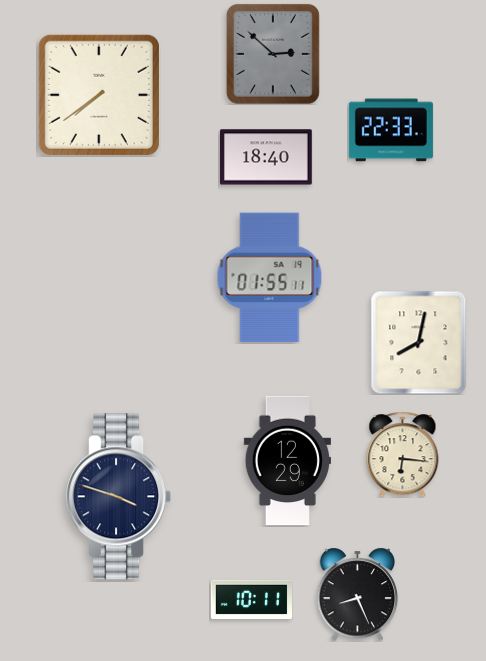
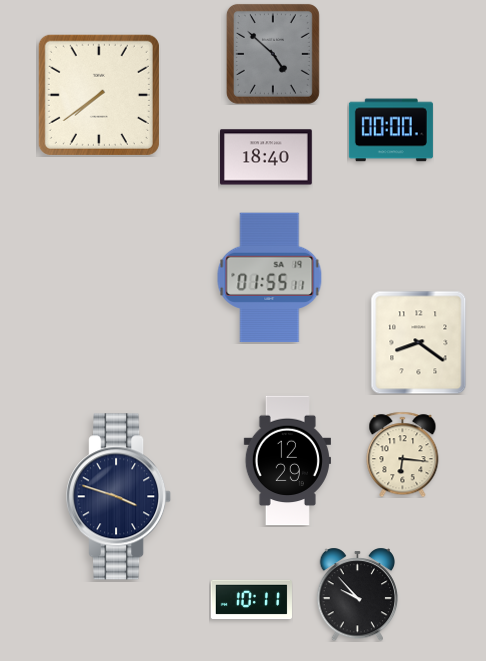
clock at (273, 54): 2:52 -> 4:52
clock at (391, 130): 22:33 -> 00:00
clock at (419, 342): 8:02 -> 8:21
clock at (358, 594): 8:26 -> 9:53
